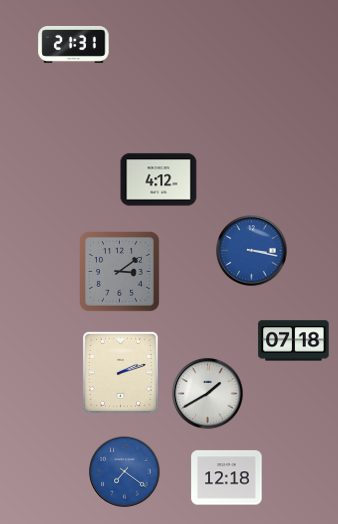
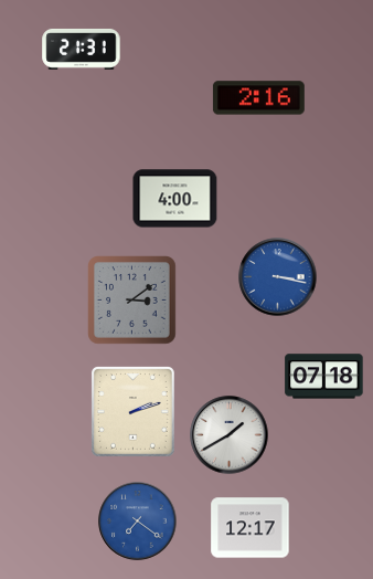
clock at (258, 98): none -> 2:16
clock at (159, 180): 4:12 -> 4:00
clock at (227, 478): 12:18 -> 12:17
